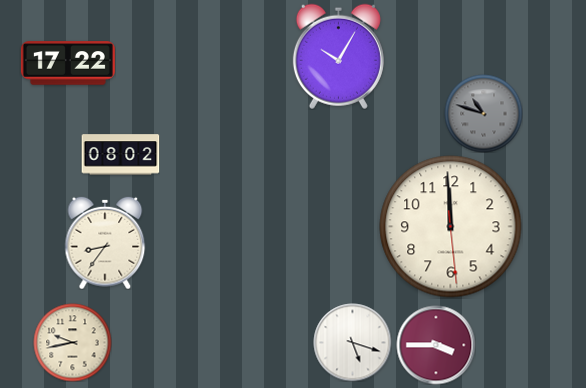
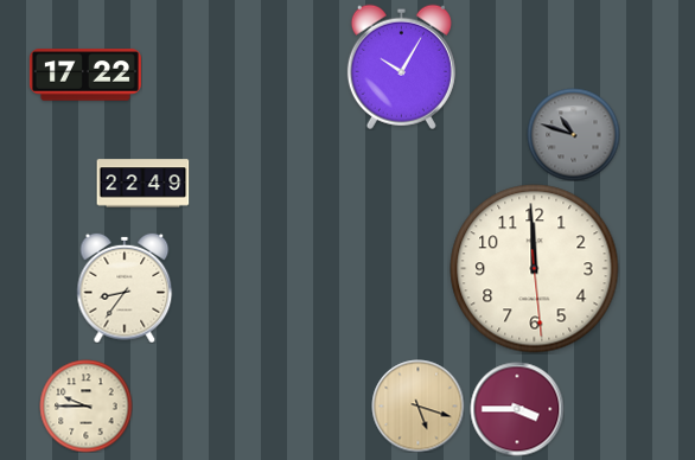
clock at (68, 63) position: (68, 63) -> (85, 75)
clock at (120, 155): 08:02 -> 22:49
clock at (72, 342): 9:43 -> 9:45
clock at (352, 342) dial: white -> champagne
